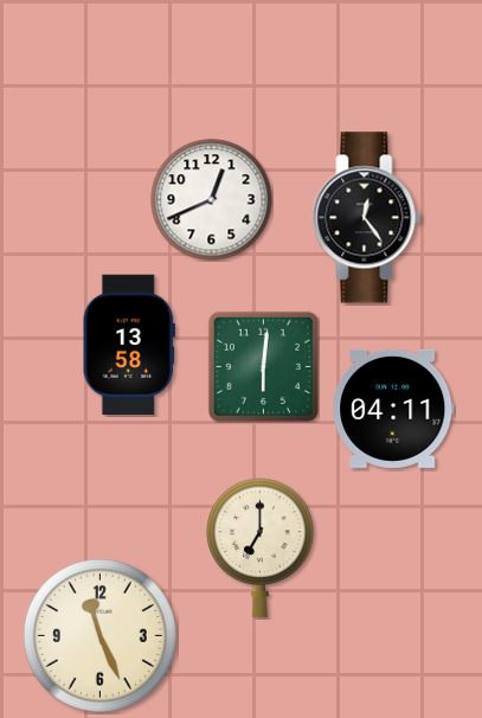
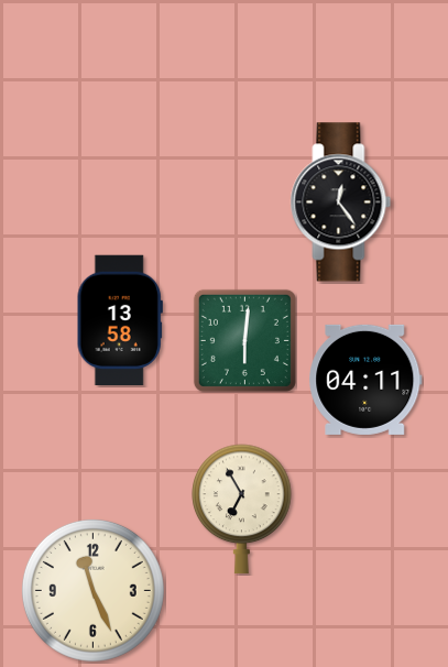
clock at (212, 200): 12:41 -> none
clock at (261, 549): 7:00 -> 6:55
